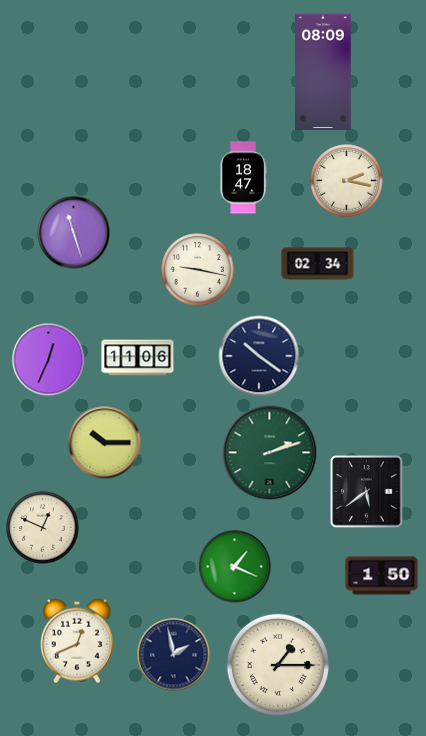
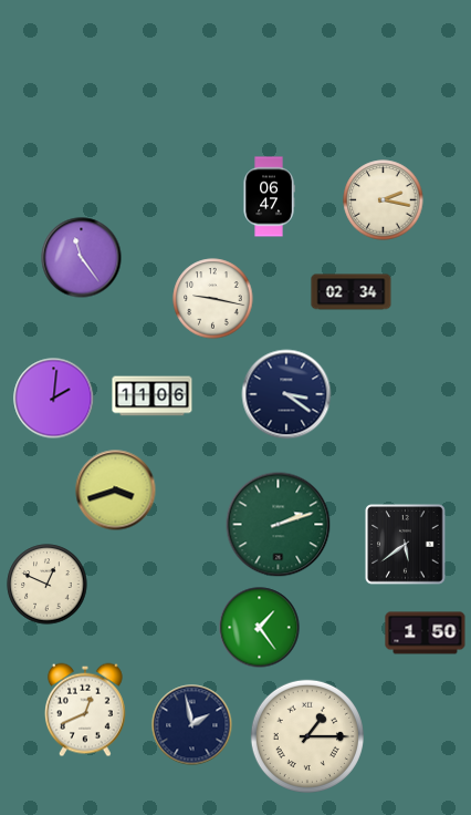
clock at (324, 72): 08:09 -> none
clock at (243, 178): 18:47 -> 06:47
clock at (74, 233): 11:27 -> 11:24
clock at (198, 270) position: (198, 270) -> (213, 299)
clock at (259, 356): 10:21 -> 3:21
clock at (49, 360): 12:34 -> 2:01
clock at (105, 443): 10:15 -> 3:42
clock at (270, 453) position: (270, 453) -> (279, 525)
clock at (235, 567): 1:19 -> 1:24
clock at (382, 576) position: (382, 576) -> (426, 633)
